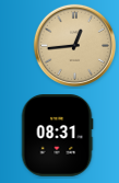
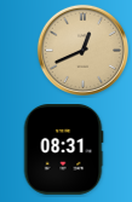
clock at (74, 45): 12:44 -> 12:41
